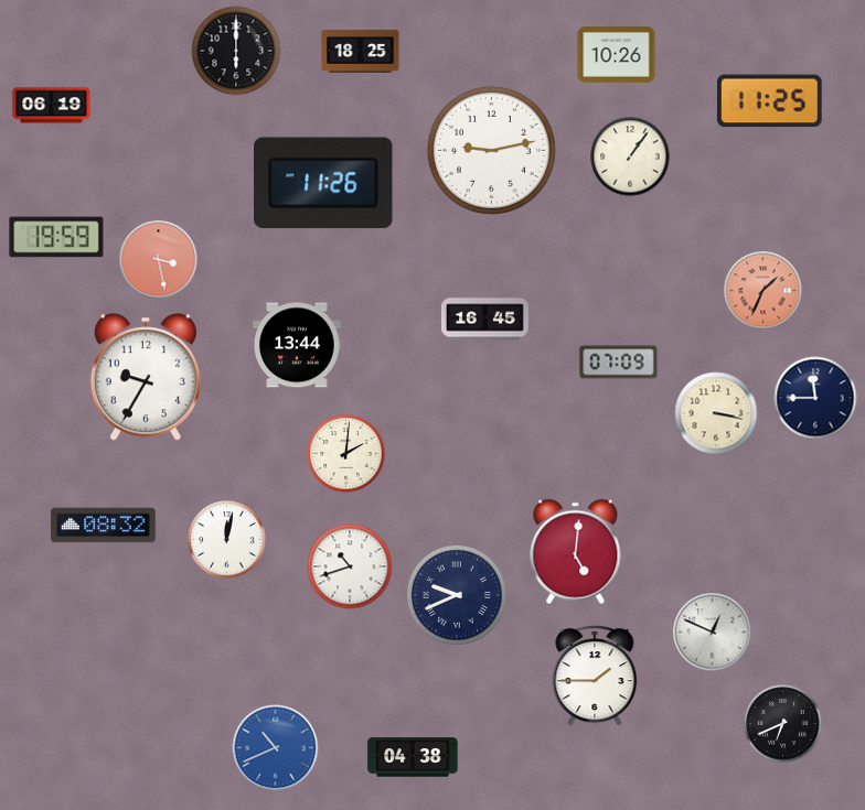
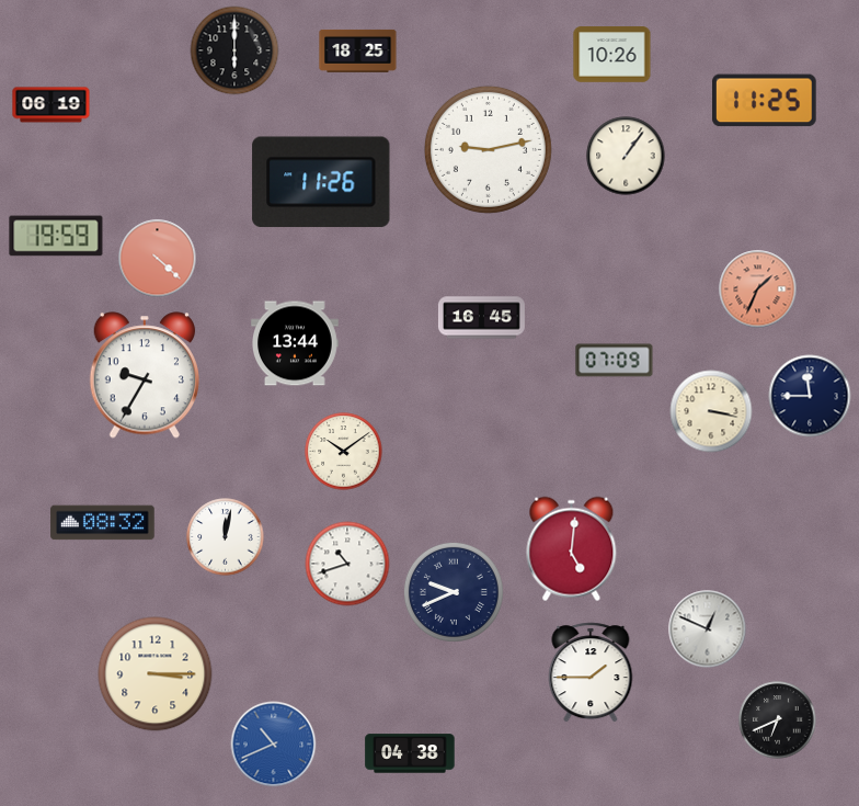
clock at (159, 260): 3:28 -> 4:22
clock at (346, 454): 2:01 -> 10:09
clock at (156, 674): none -> 3:15
